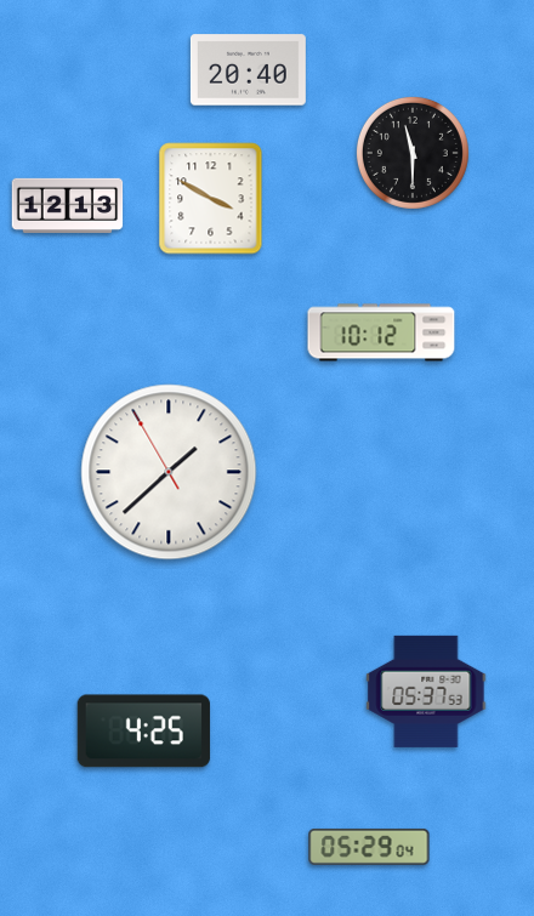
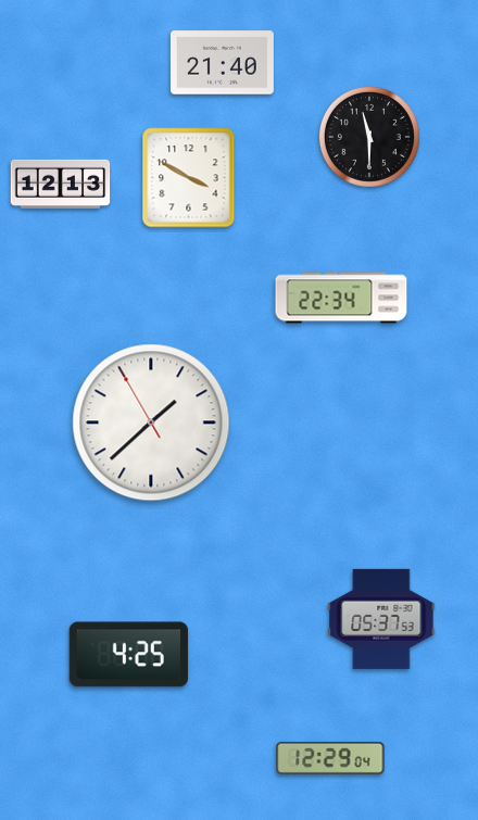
clock at (248, 70): 20:40 -> 21:40
clock at (381, 332): 10:12 -> 22:34
clock at (369, 847): 05:29 -> 12:29
